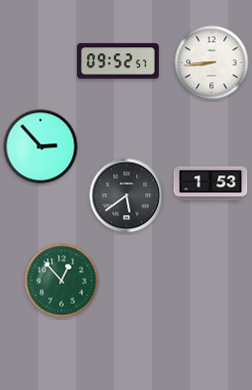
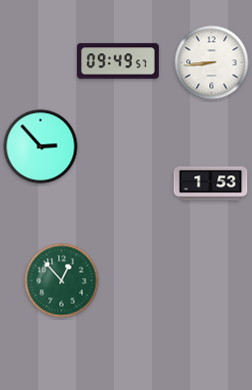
clock at (119, 61): 09:52 -> 09:49
clock at (127, 196): 5:39 -> none
